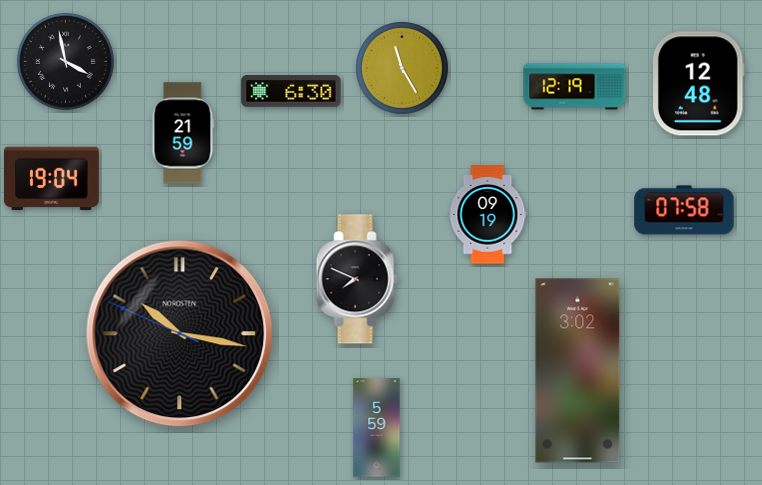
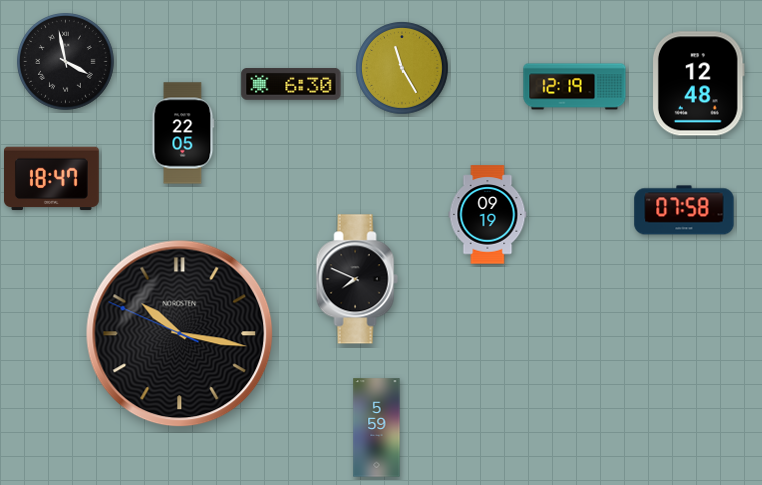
clock at (291, 92) position: (291, 92) -> (291, 85)
clock at (183, 133): 21:59 -> 22:05
clock at (52, 179): 19:04 -> 18:47
clock at (578, 371): 3:02 -> none
